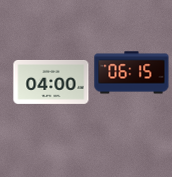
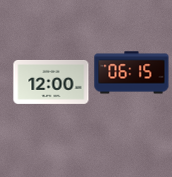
clock at (51, 82): 04:00 -> 12:00
